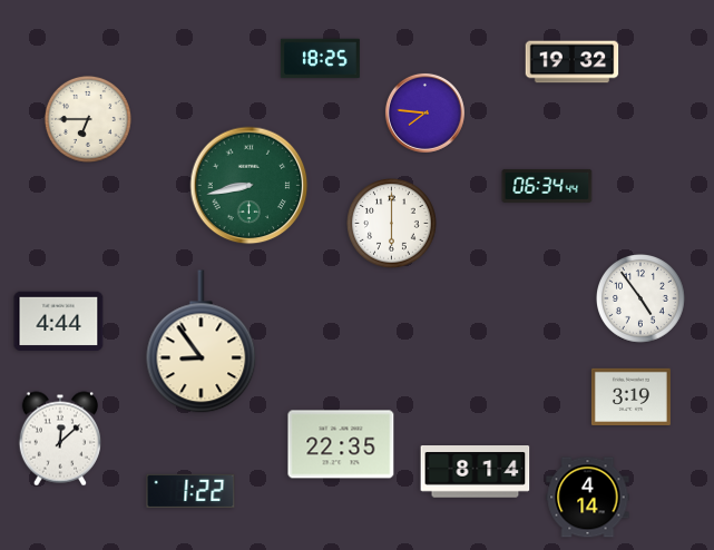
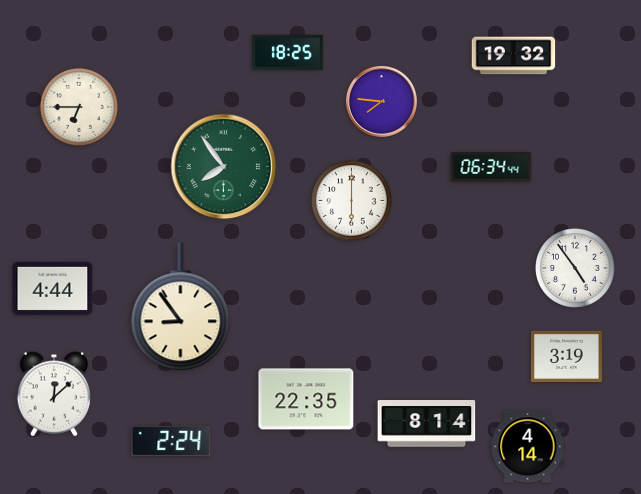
clock at (250, 186): 8:43 -> 7:54
clock at (190, 491): 1:22 -> 2:24
